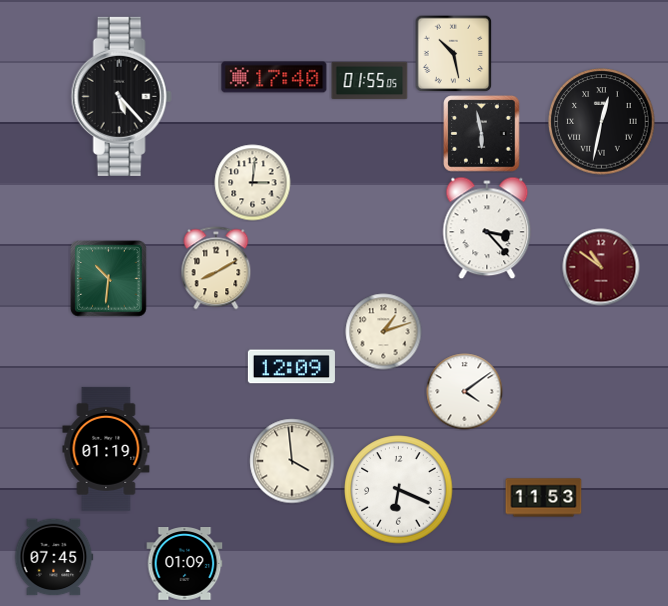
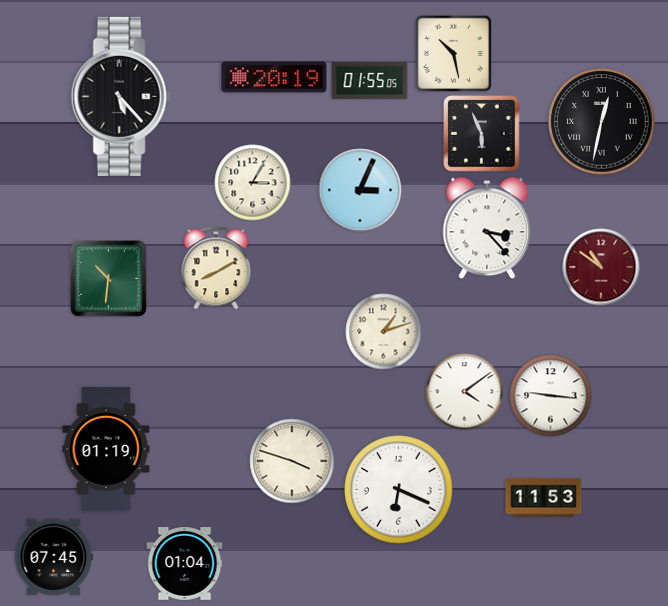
clock at (274, 77): 17:40 -> 20:19
clock at (482, 134): 5:58 -> 5:56
clock at (253, 183): 3:01 -> 3:05
clock at (360, 190): none -> 3:04
clock at (291, 367): 12:09 -> none
clock at (551, 396): none -> 9:16
clock at (292, 461): 3:59 -> 3:48
clock at (185, 564): 01:09 -> 01:04
